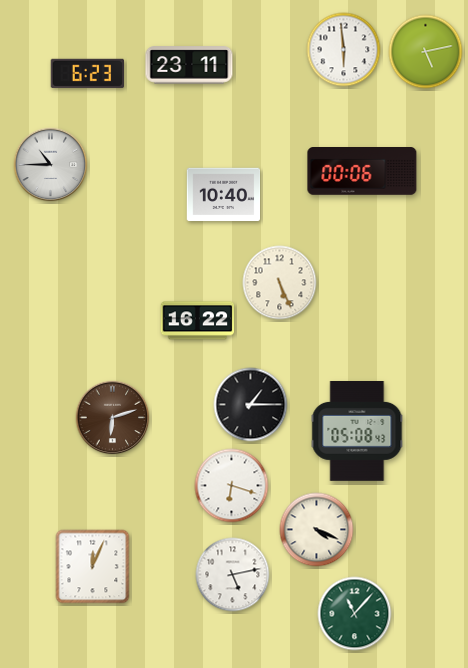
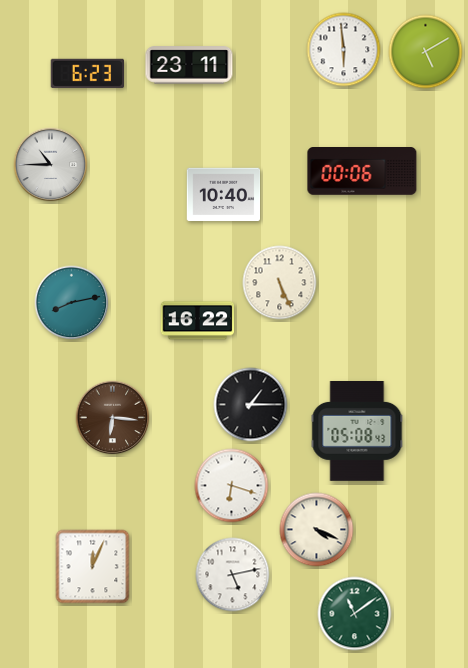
clock at (426, 52): 5:13 -> 5:10
clock at (72, 303): none -> 8:13
clock at (113, 418): 6:12 -> 6:16
clock at (355, 614): 11:07 -> 11:09
